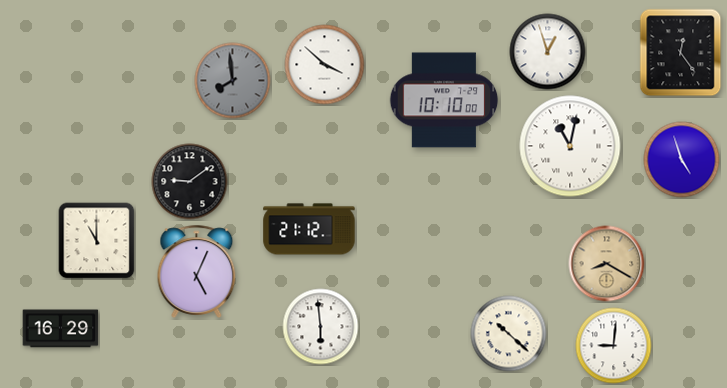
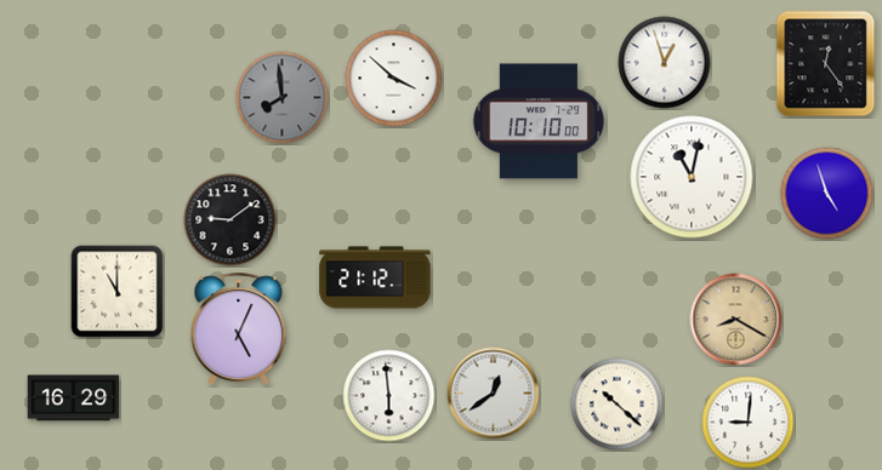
clock at (494, 394): none -> 12:39
clock at (614, 346) position: (614, 346) -> (749, 423)
